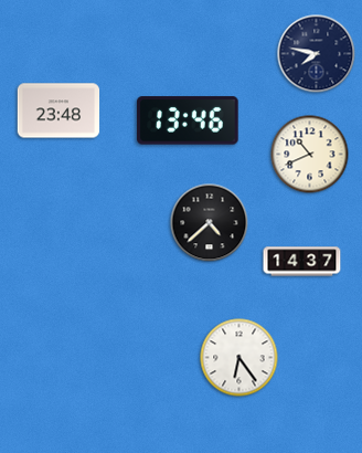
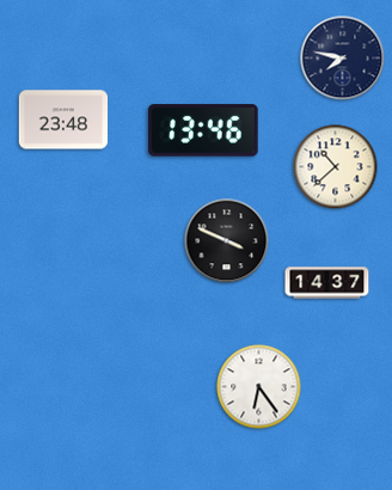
clock at (310, 155): 10:41 -> 10:38
clock at (210, 223): 4:38 -> 3:49
